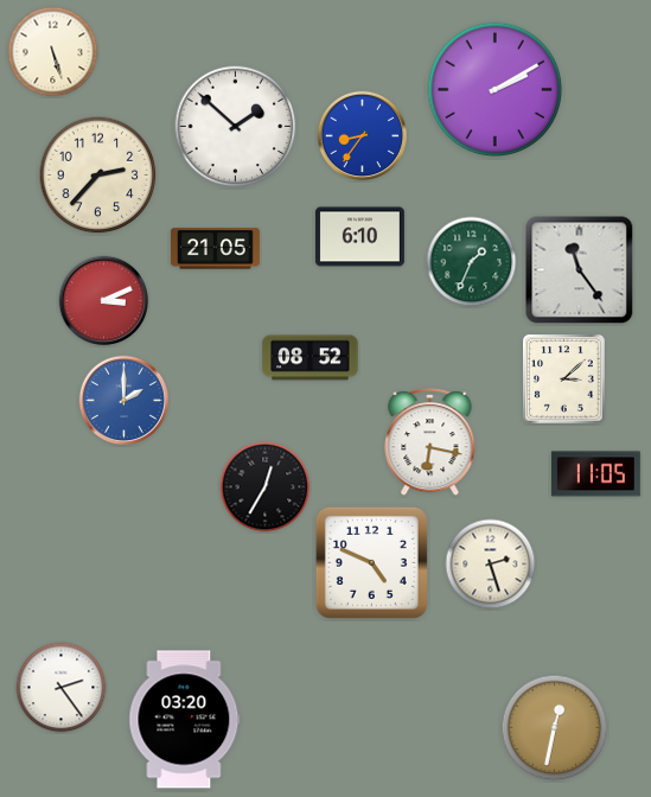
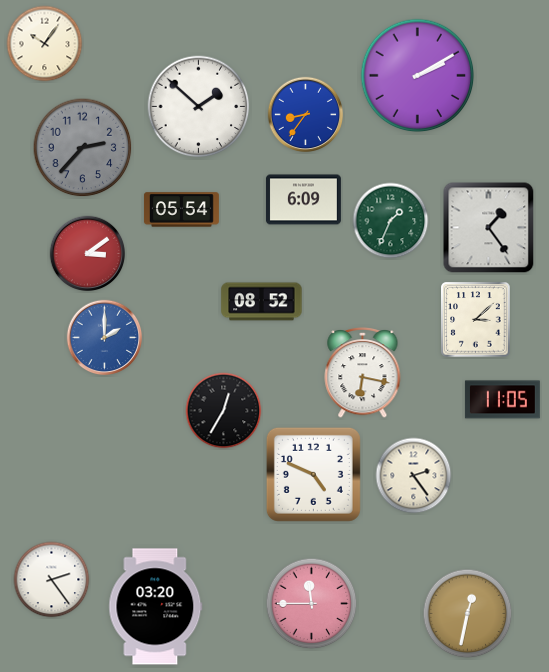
clock at (53, 52): 5:27 -> 10:06
clock at (98, 176) dial: cream -> grey
clock at (359, 237): 6:10 -> 6:09
clock at (215, 249): 21:05 -> 05:54
clock at (472, 262) position: (472, 262) -> (391, 221)
clock at (580, 270): 11:24 -> 1:24
clock at (104, 301): 3:11 -> 3:09
clock at (491, 565): 2:27 -> 2:24
clock at (312, 604): none -> 11:45
